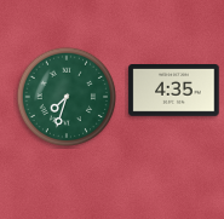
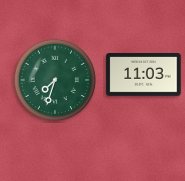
clock at (174, 91): 4:35 -> 11:03
